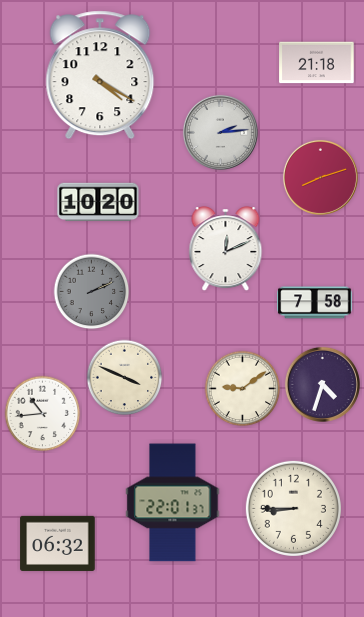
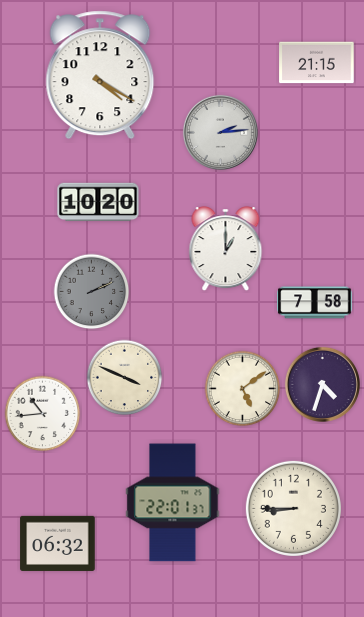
clock at (317, 63): 21:18 -> 21:15
clock at (320, 177): 8:12 -> none
clock at (226, 249): 12:11 -> 1:00
clock at (243, 389): 9:09 -> 5:09
